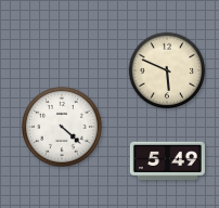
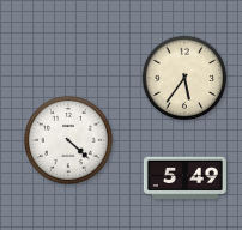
clock at (167, 70): 5:49 -> 5:36
